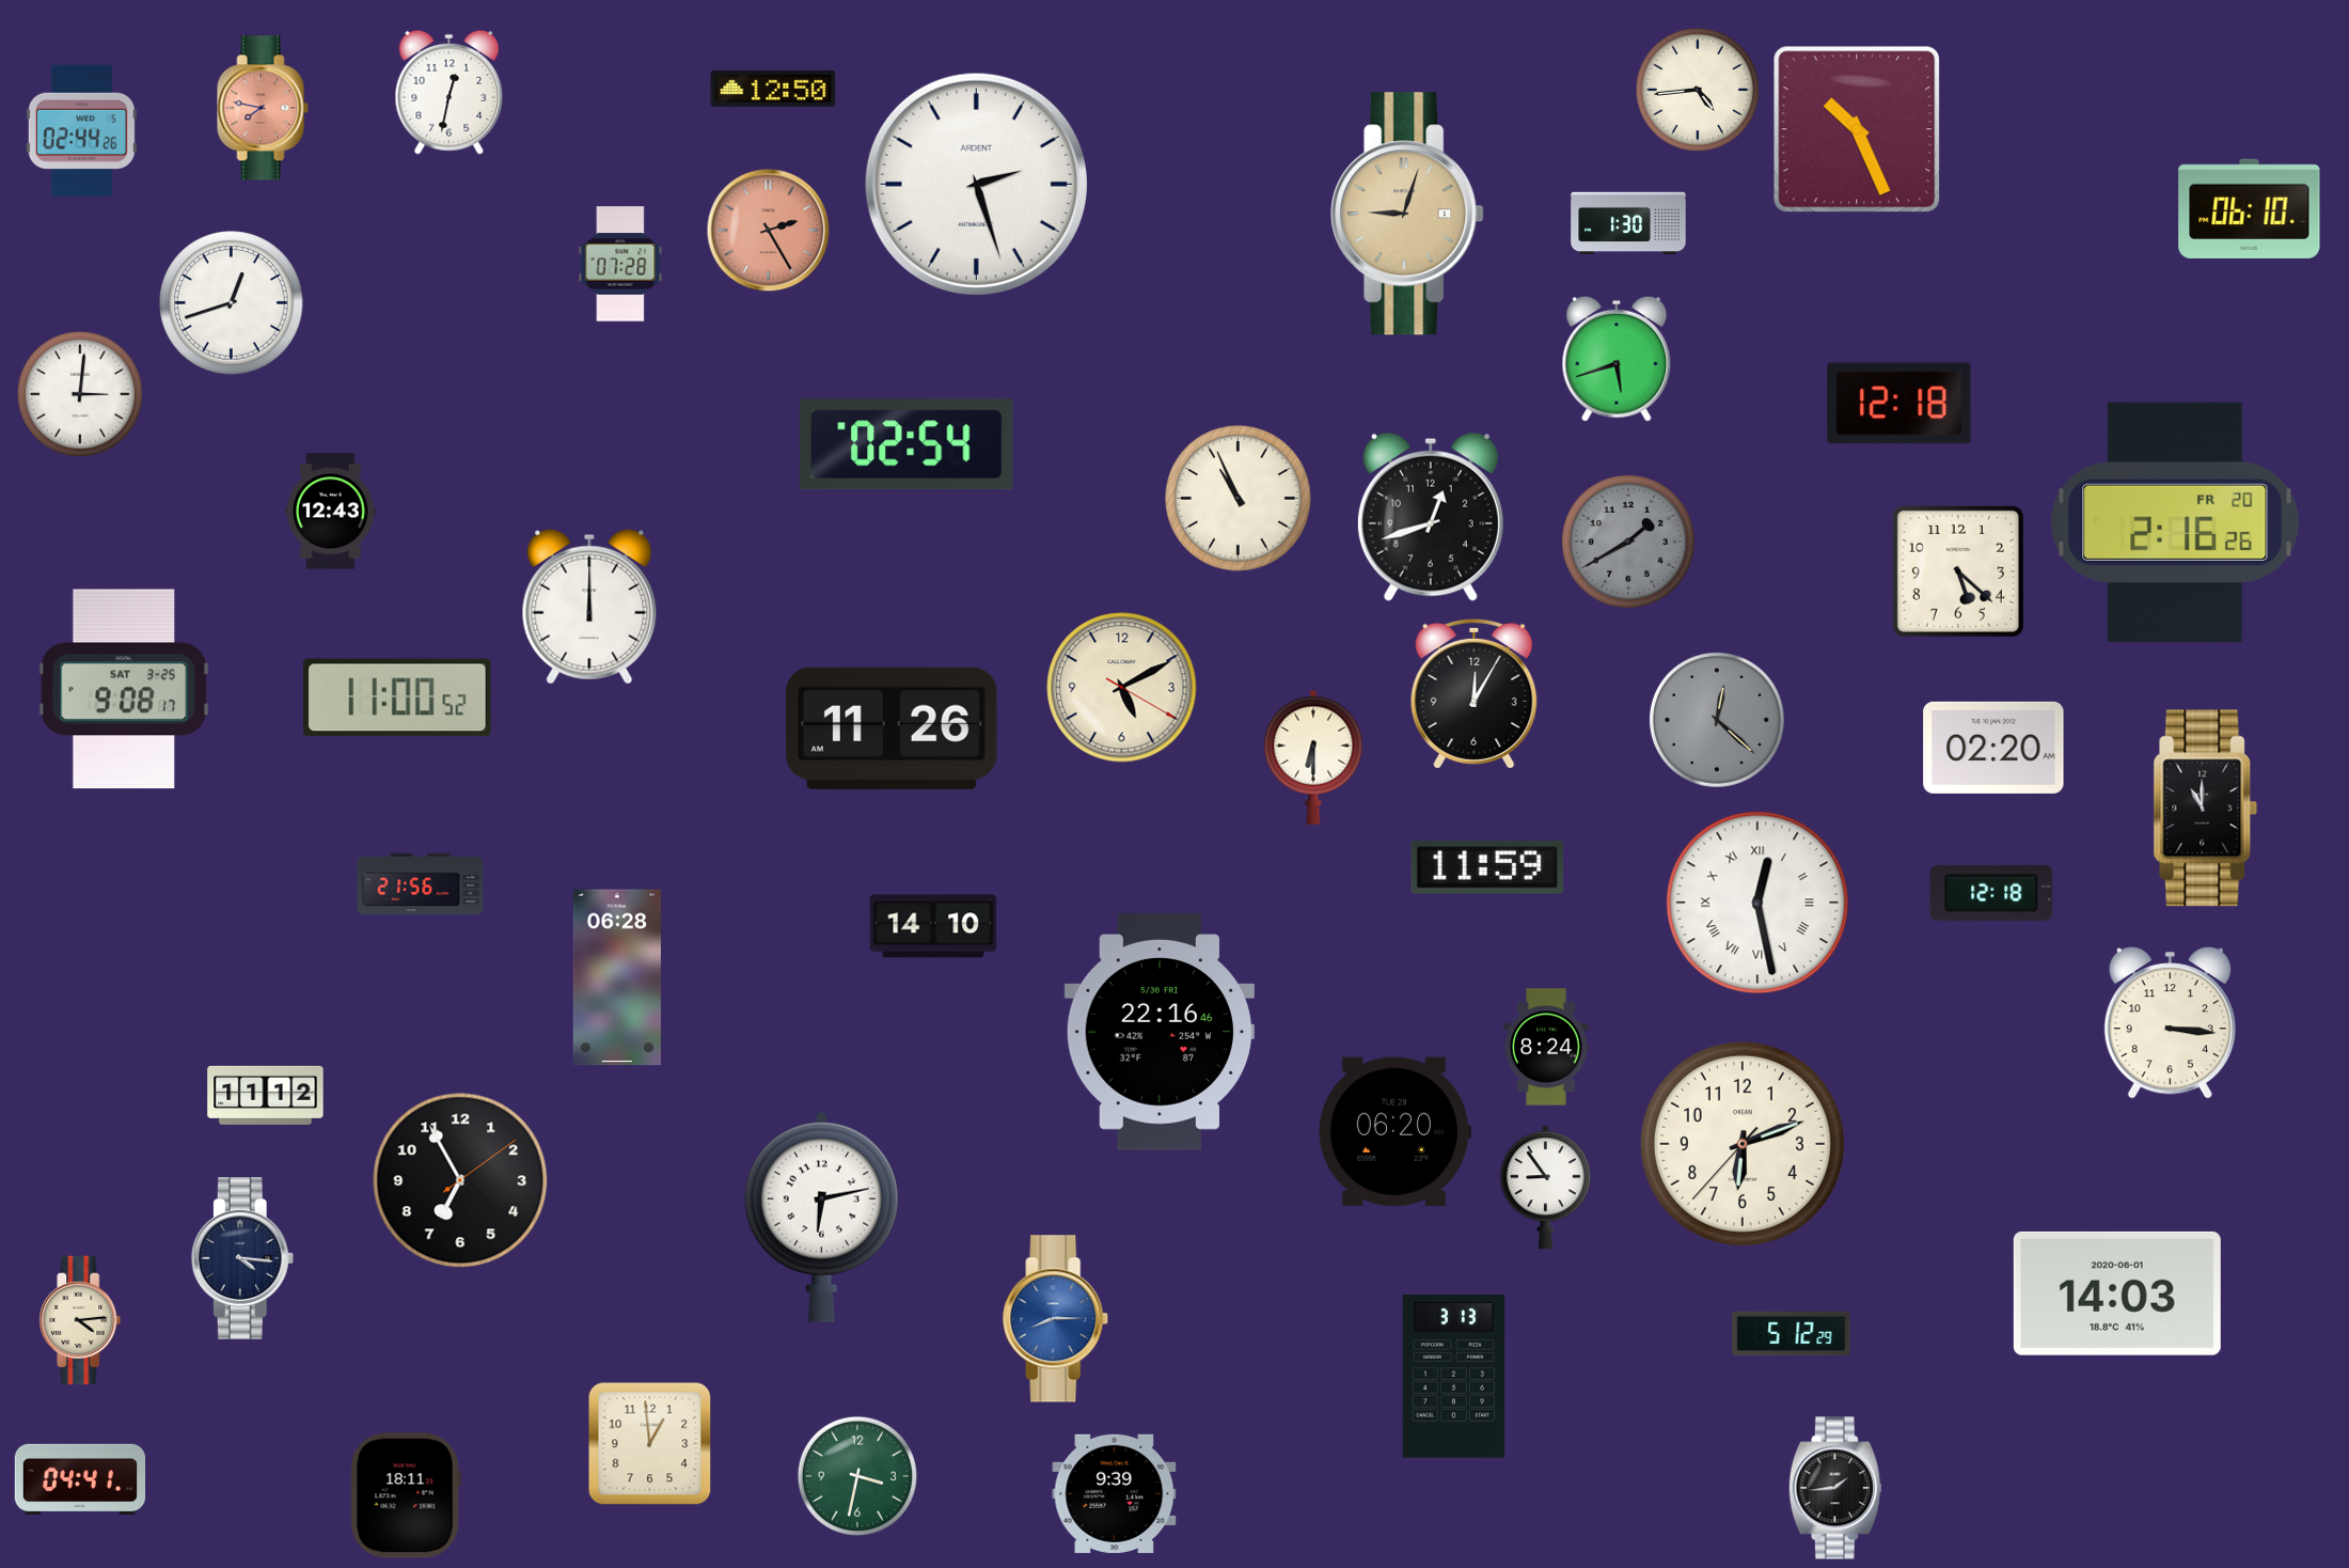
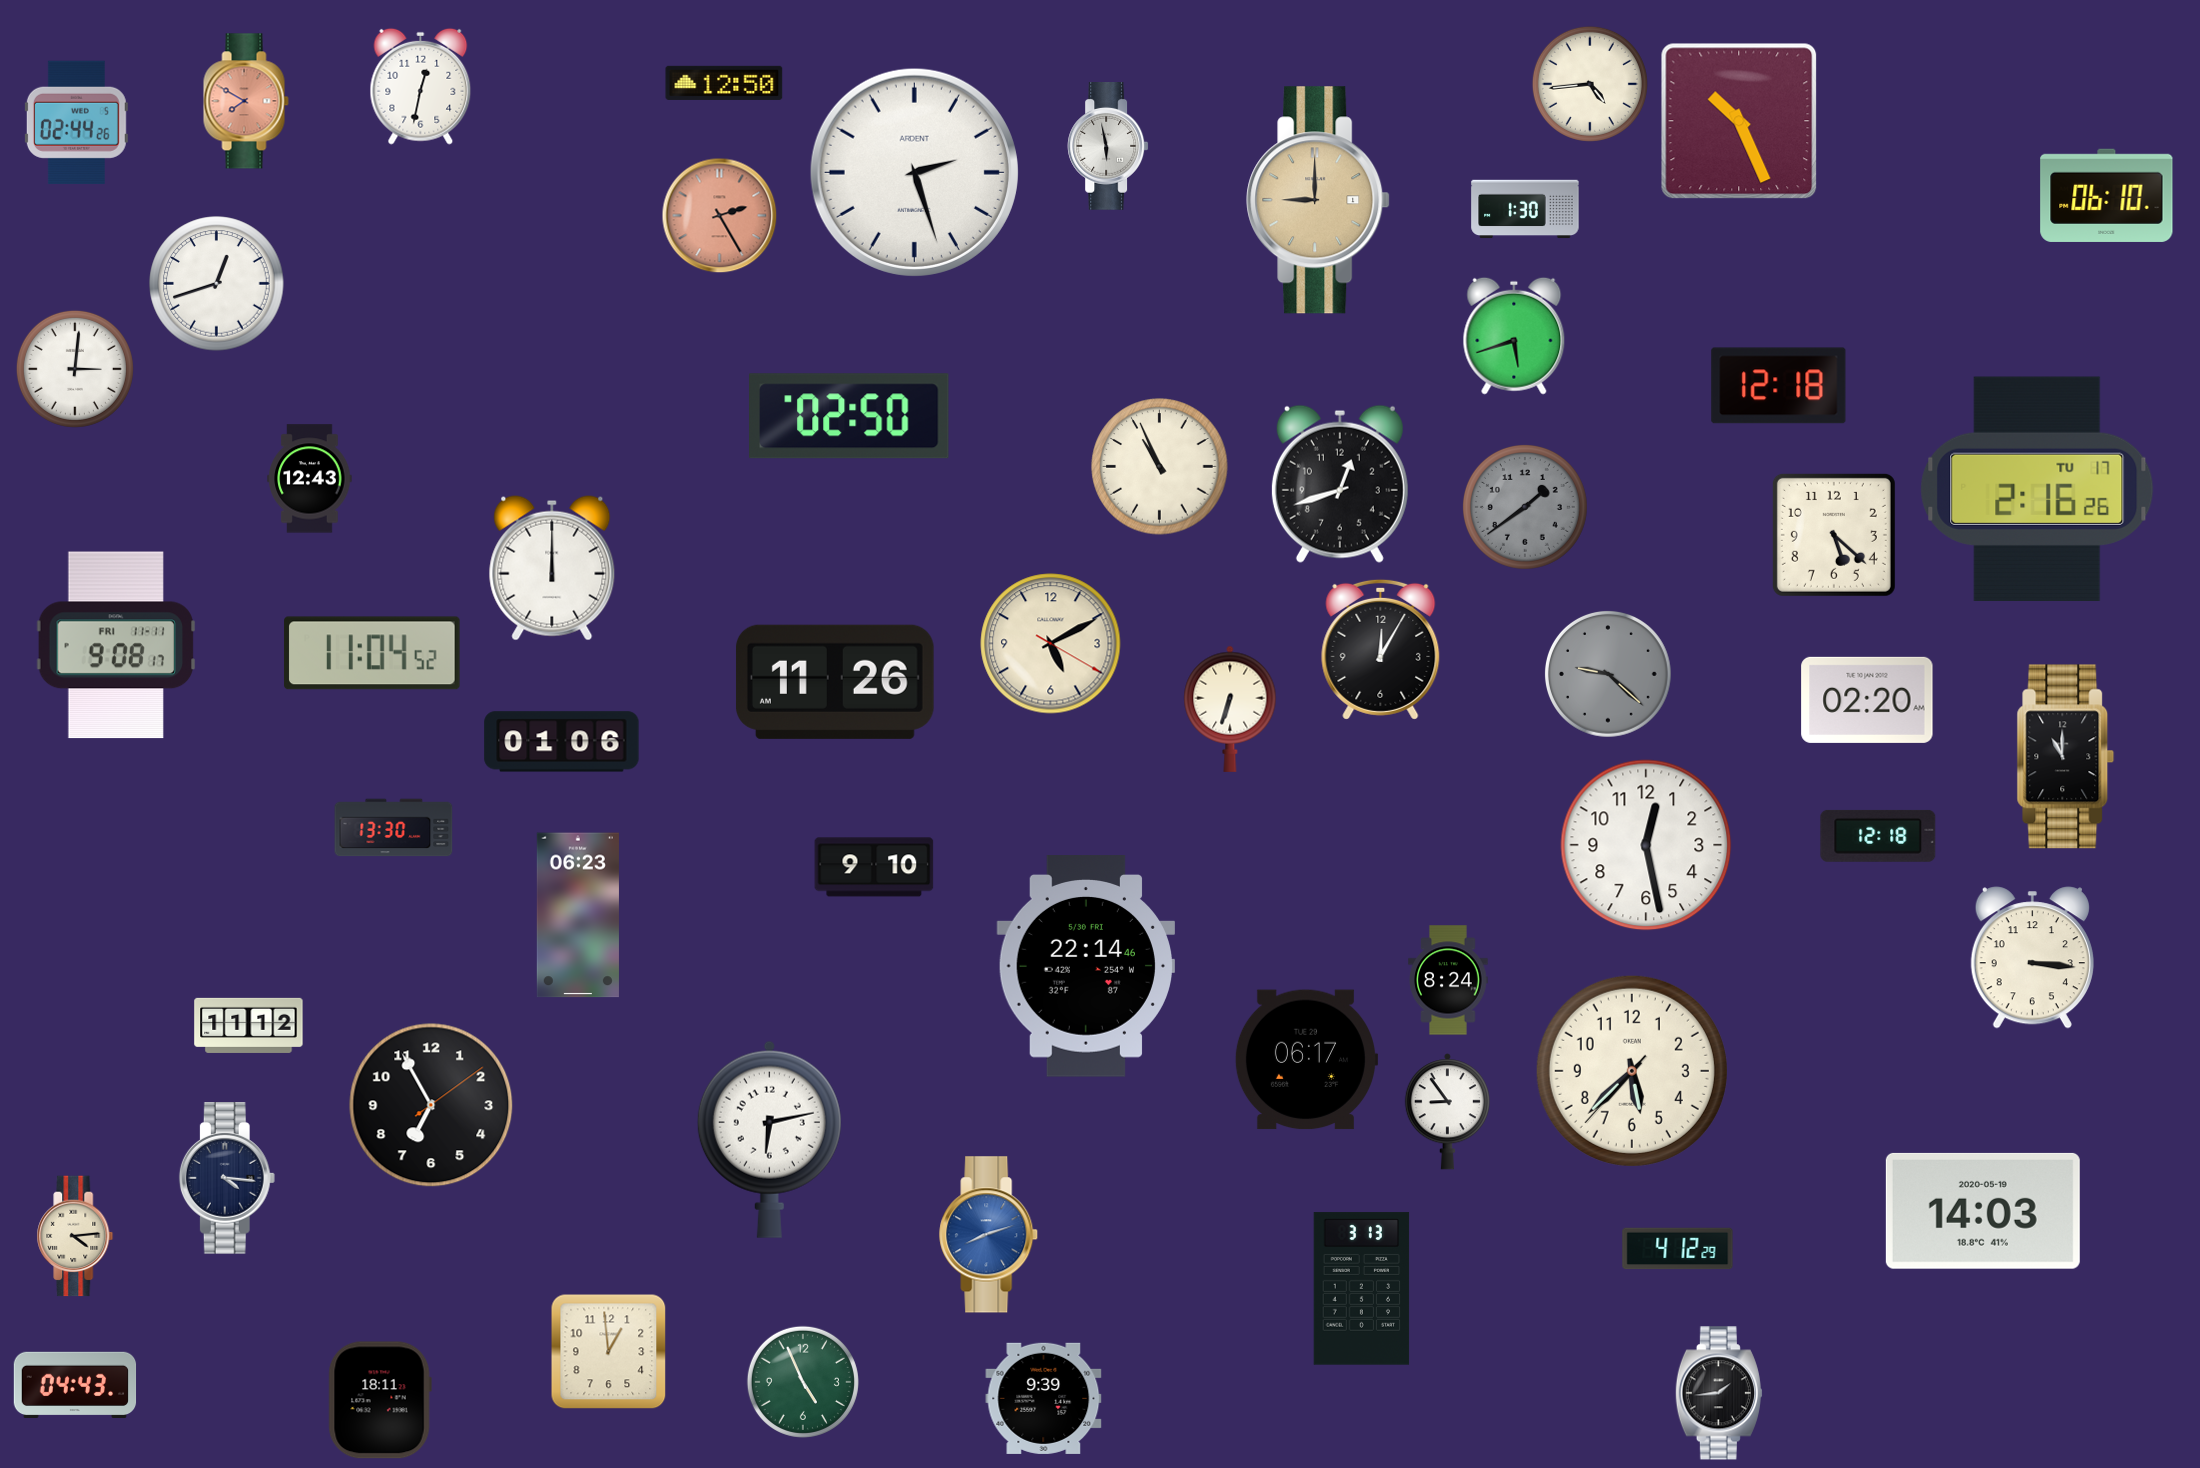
clock at (263, 108): 7:47 -> 7:50
clock at (1108, 147): none -> 5:58
clock at (1407, 214): 9:03 -> 9:00
clock at (620, 264): 07:28 -> none
clock at (1899, 404) position: (1899, 404) -> (1779, 386)
clock at (908, 444): 02:54 -> 02:50
clock at (2175, 521) date: FR 20 -> TU 17
clock at (1628, 542): 1:40 -> 1:39
clock at (124, 689) date: SAT 3-25 -> FRI 11-11
clock at (397, 697): 11:00 -> 11:04
clock at (1717, 720): 12:22 -> 9:22
clock at (1313, 757): 6:30 -> 6:33
clock at (562, 742): none -> 01:06
clock at (1487, 867): 11:59 -> none
clock at (421, 884): 21:56 -> 13:30
clock at (1991, 893) position: (1991, 893) -> (1878, 836)
clock at (1757, 903) numerals: Roman -> Arabic
clock at (933, 926): 14:10 -> 9:10
clock at (617, 977): 06:28 -> 06:23
clock at (1158, 1032): 22:16 -> 22:14
clock at (1394, 1132): 06:20 -> 06:17
clock at (1743, 1144): 6:11 -> 5:37
clock at (2117, 1293) date: 2020-06-01 -> 2020-05-19
clock at (1056, 1319): 8:15 -> 8:12
clock at (1792, 1334): 5:12 -> 4:12
clock at (857, 1476): 3:32 -> 4:56
clock at (80, 1478): 04:41 -> 04:43
